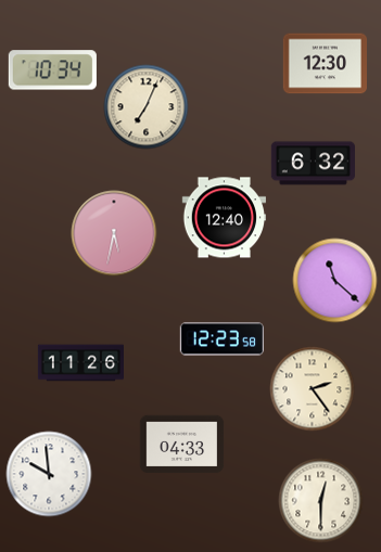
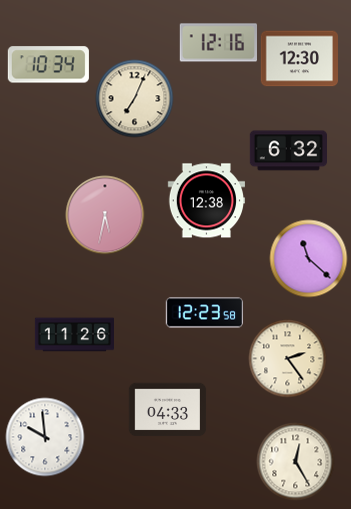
clock at (218, 43): none -> 12:16
clock at (224, 218): 12:40 -> 12:38
clock at (320, 500): 12:30 -> 12:25
